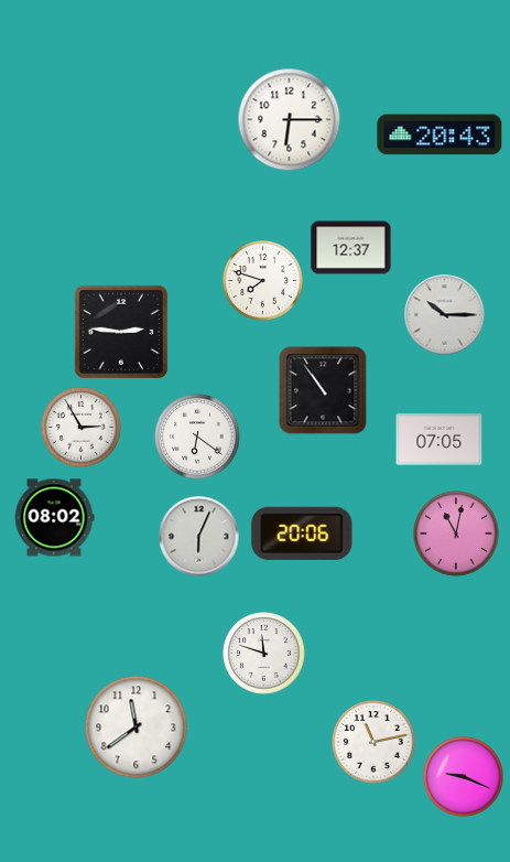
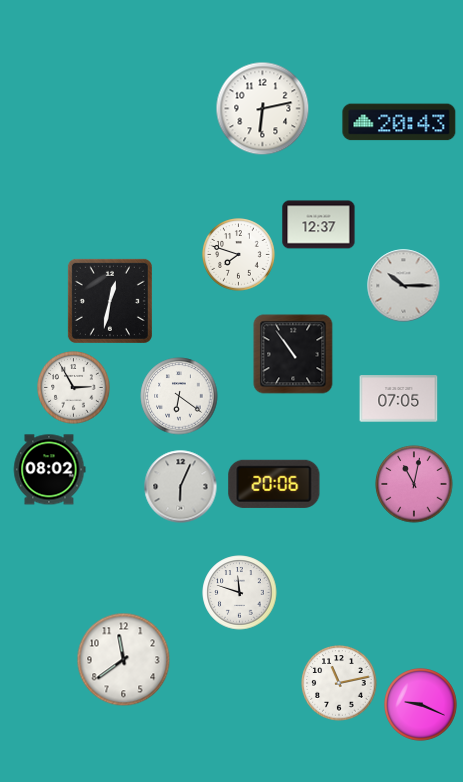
clock at (290, 120): 6:15 -> 6:13
clock at (121, 332): 2:46 -> 12:32
clock at (373, 742) position: (373, 742) -> (339, 683)
